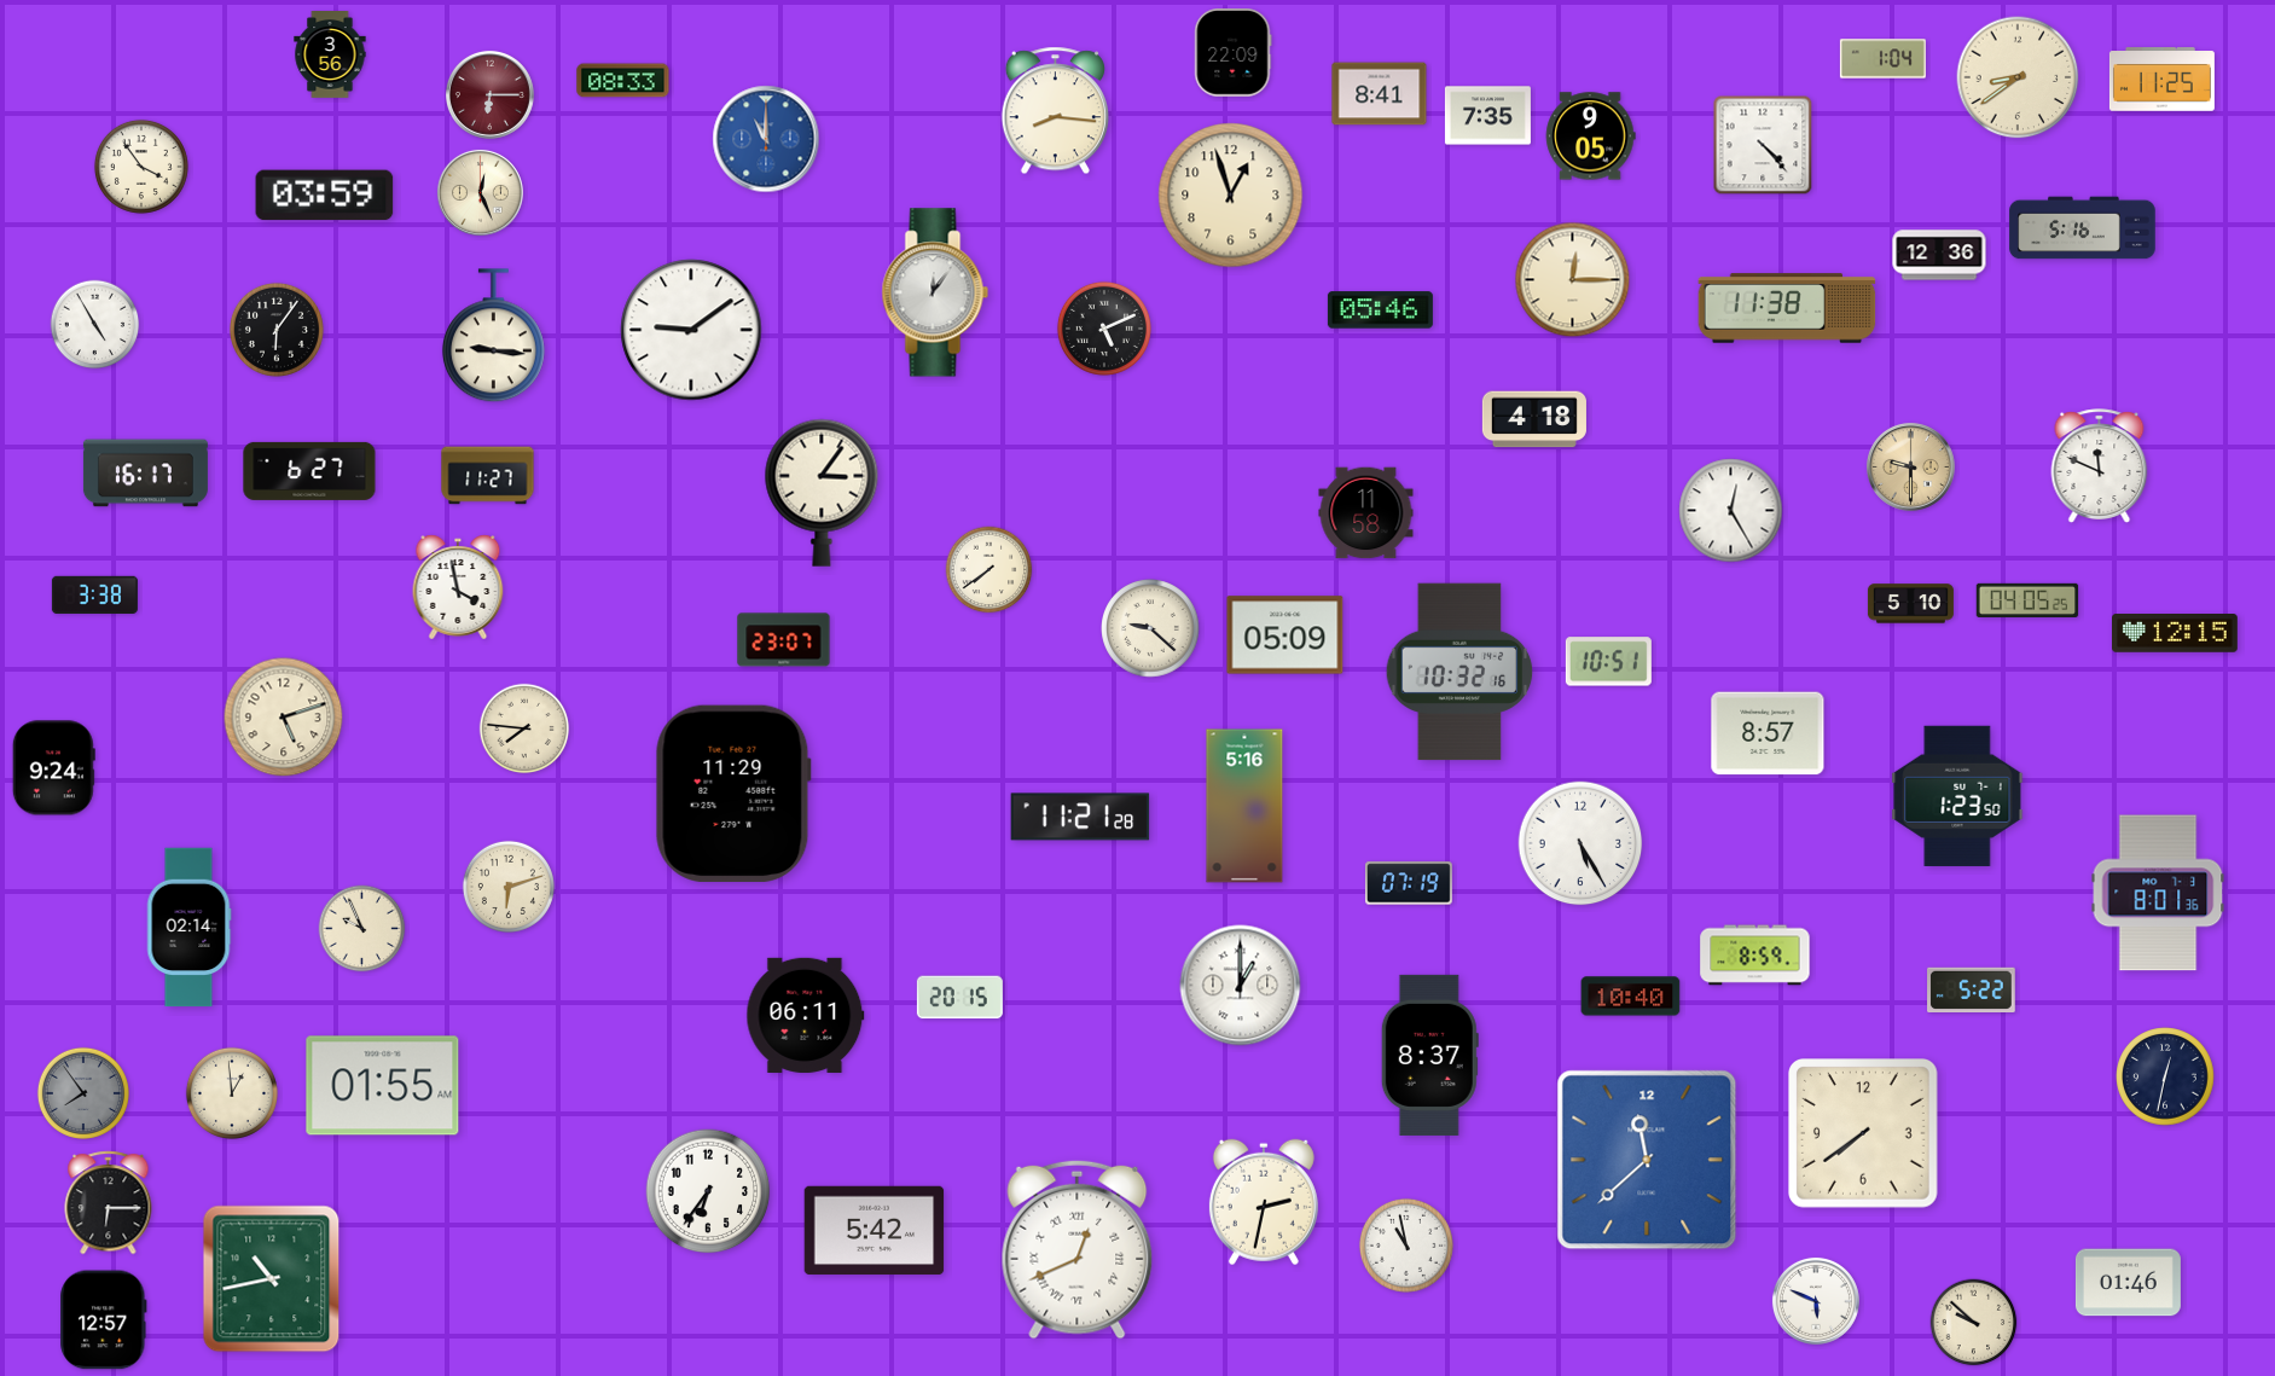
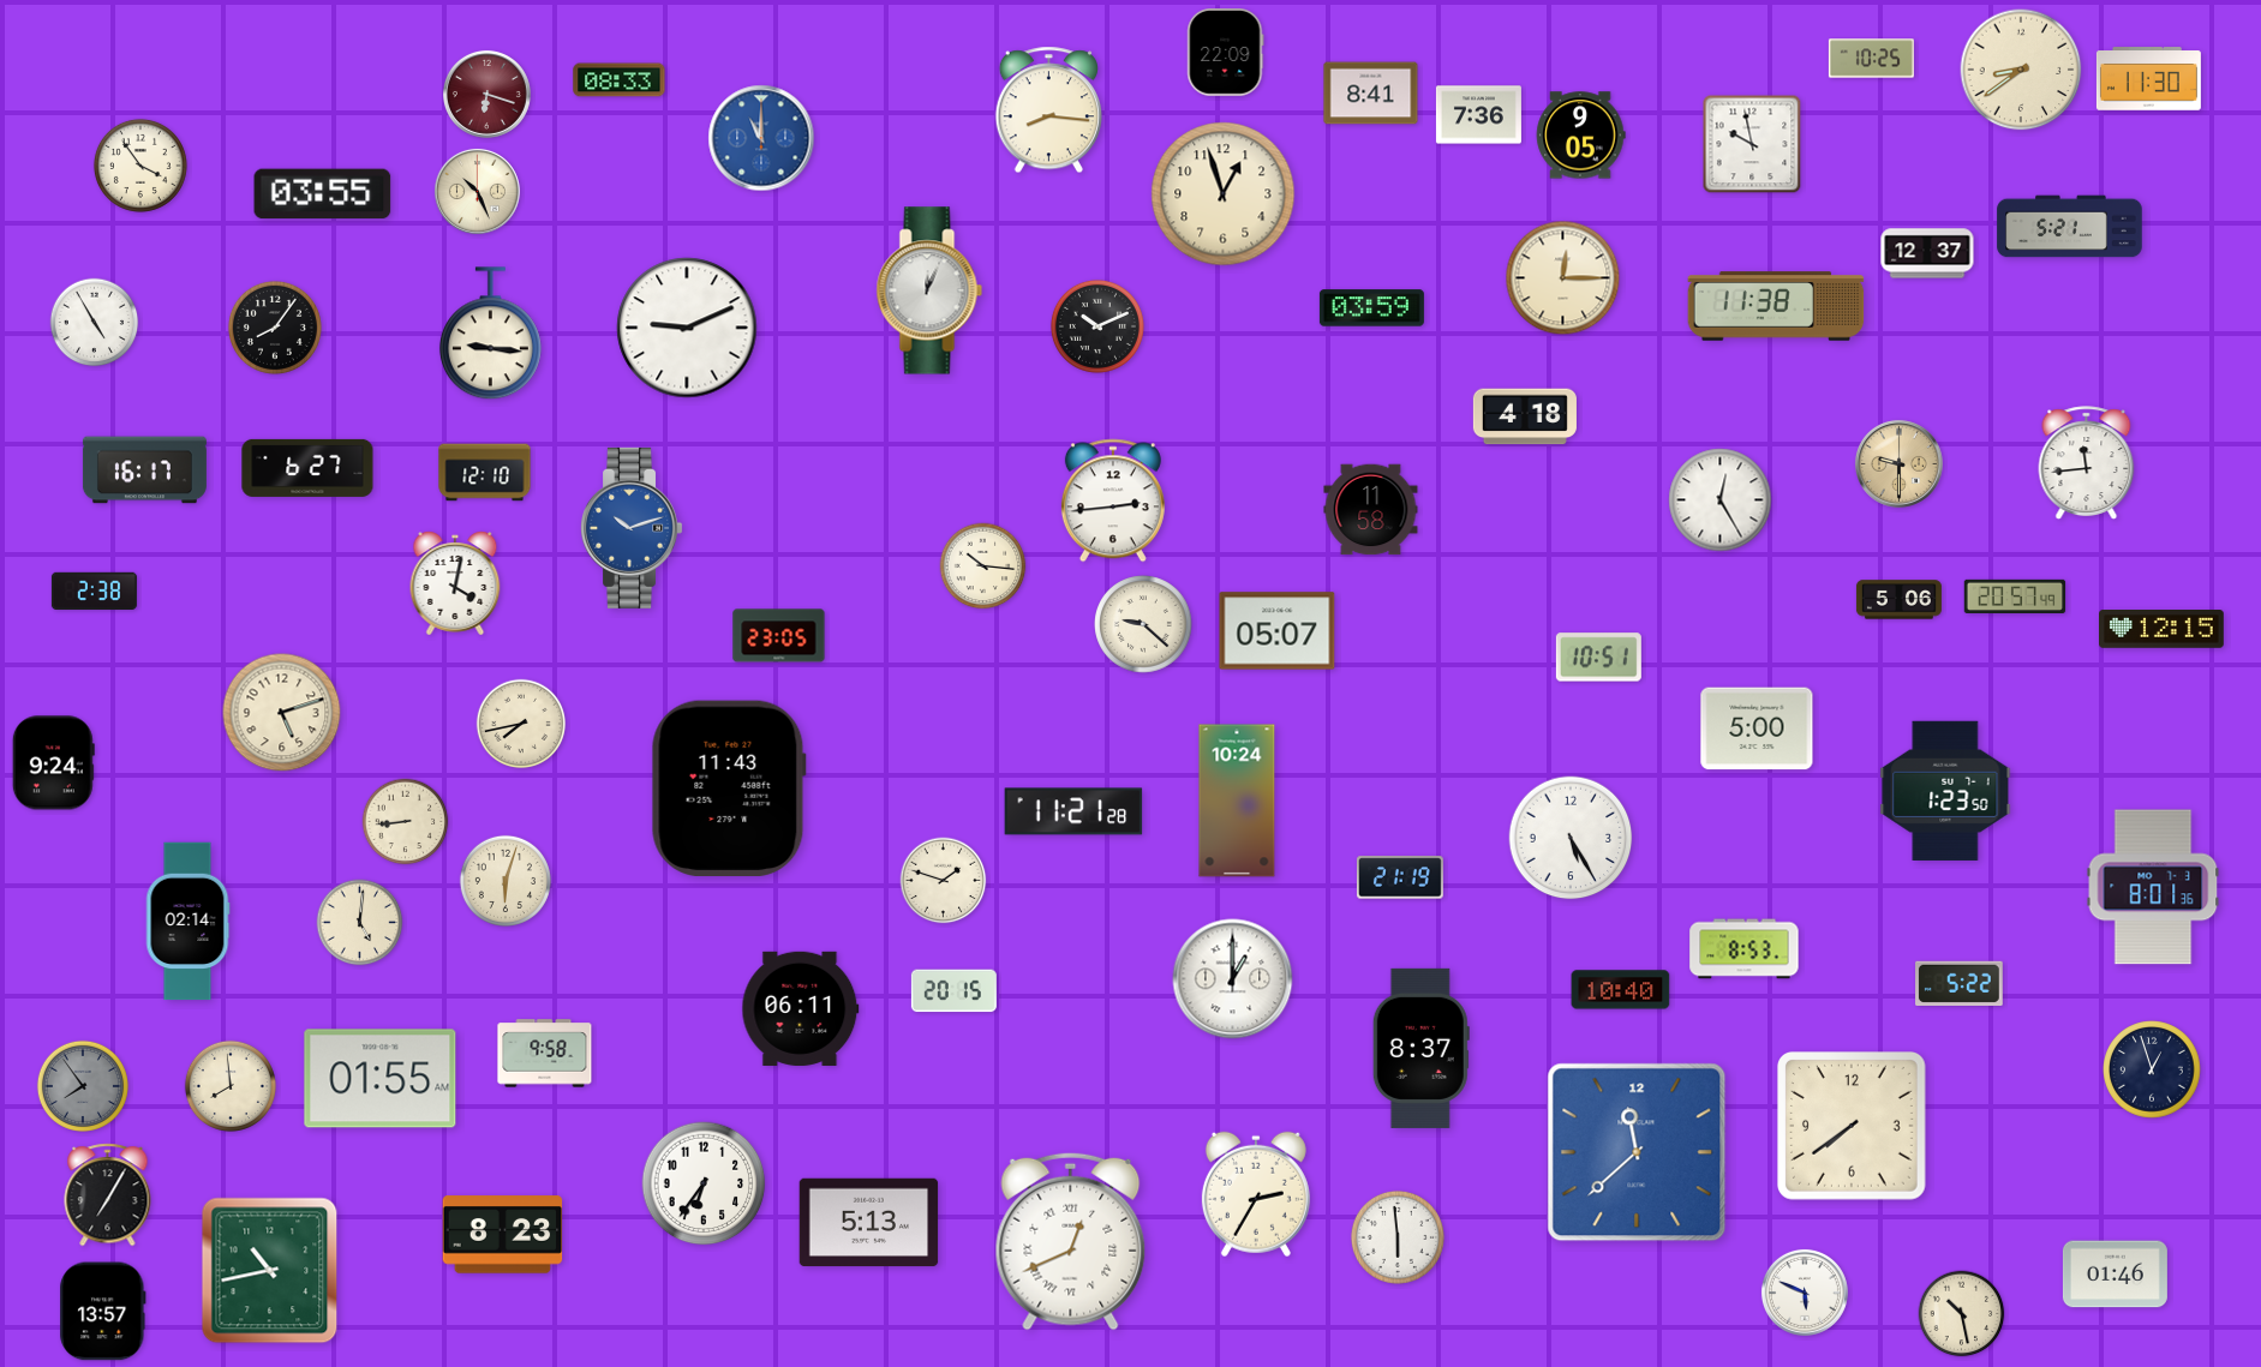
clock at (330, 56): 3:56 -> none
clock at (1882, 59): 1:04 -> 10:25
clock at (2018, 77) position: (2018, 77) -> (2021, 70)
clock at (2161, 80): 11:25 -> 11:30
clock at (489, 94): 6:15 -> 6:18
clock at (1487, 116): 7:35 -> 7:36
clock at (1763, 145): 4:23 -> 9:58
clock at (480, 192): 12:26 -> 10:26
clock at (325, 196): 03:59 -> 03:55
clock at (2083, 228): 5:16 -> 5:21
clock at (1939, 255): 12:36 -> 12:37
clock at (935, 292): 12:06 -> 12:04
clock at (1380, 310): 05:46 -> 03:59
clock at (1104, 329): 5:11 -> 10:11
clock at (277, 330): 6:06 -> 8:06
clock at (691, 330): 9:09 -> 9:11
clock at (2100, 466): 11:49 -> 11:44
clock at (488, 476): 11:27 -> 12:10
clock at (822, 493): 3:06 -> none
clock at (1113, 500): none -> 2:44
clock at (1731, 511) position: (1731, 511) -> (1721, 500)
clock at (1366, 513) position: (1366, 513) -> (1371, 510)
clock at (632, 528): none -> 10:12
clock at (989, 570): 7:39 -> 10:16
clock at (458, 587): 3:58 -> 4:02
clock at (94, 594): 3:38 -> 2:38
clock at (2027, 599): 04:05 -> 20:57
clock at (1910, 604): 5:10 -> 5:06
clock at (1286, 635): 05:09 -> 05:07
clock at (784, 640): 23:07 -> 23:05
clock at (1459, 672): 10:32 -> none
clock at (524, 728): 7:46 -> 7:43
clock at (1768, 733): 8:57 -> 5:00
clock at (733, 792): 11:29 -> 11:43
clock at (1244, 806): 5:16 -> 10:24
clock at (406, 822): none -> 8:44
clock at (1409, 883): 07:19 -> 21:19
clock at (509, 887): 6:12 -> 6:03
clock at (944, 881): none -> 1:48
clock at (2158, 893) position: (2158, 893) -> (2153, 887)
clock at (362, 929): 9:56 -> 5:01
clock at (1755, 956): 8:59 -> 8:53
clock at (545, 1054): none -> 9:58
clock at (2165, 1076): 12:32 -> 12:57
clock at (232, 1093): 12:59 -> 7:59
clock at (1264, 1202): 2:32 -> 2:35
clock at (109, 1203): 6:15 -> 7:05
clock at (875, 1231): 5:42 -> 5:13
clock at (503, 1235): none -> 8:23
clock at (1406, 1246): 10:58 -> 5:59
clock at (104, 1320): 12:57 -> 13:57
clock at (1974, 1323): 9:52 -> 10:28
